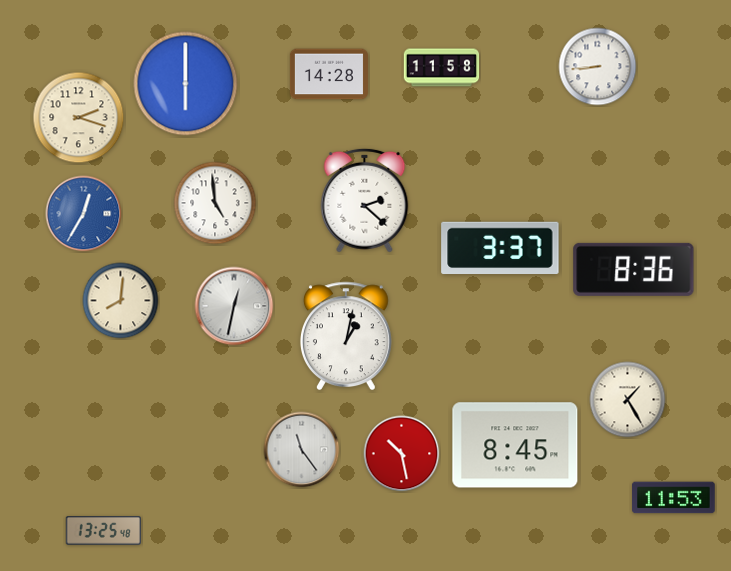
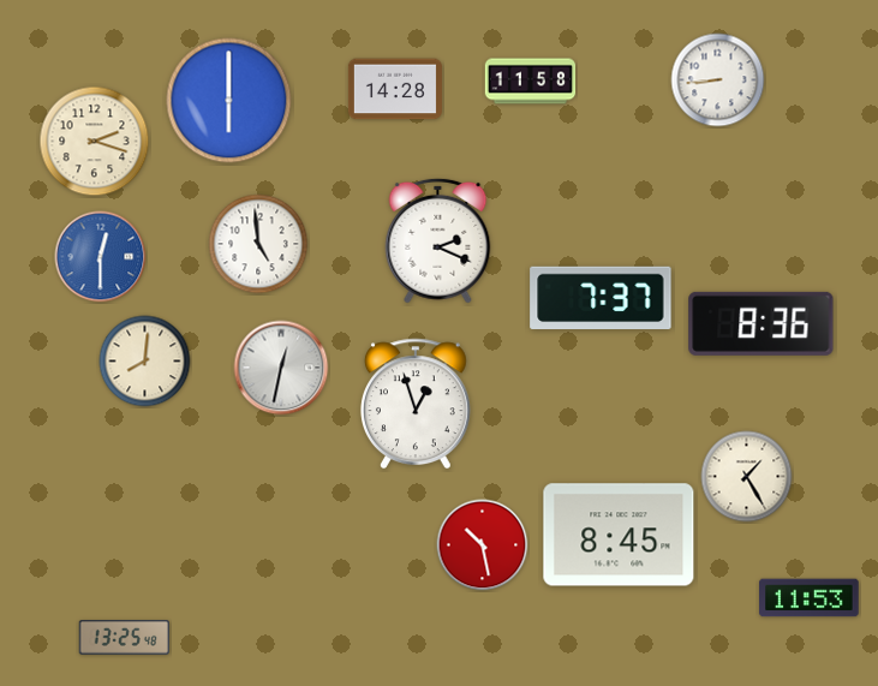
clock at (186, 84) position: (186, 84) -> (229, 101)
clock at (365, 200): 2:22 -> 2:19
clock at (84, 214): 12:35 -> 12:30
clock at (500, 248): 3:37 -> 7:37
clock at (346, 336): 1:02 -> 12:57
clock at (628, 400) position: (628, 400) -> (747, 477)
clock at (302, 450): 11:24 -> none
